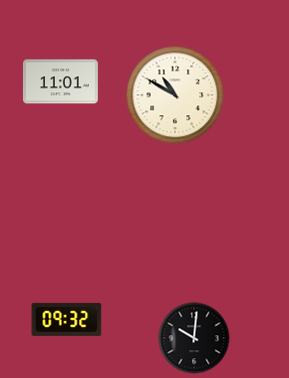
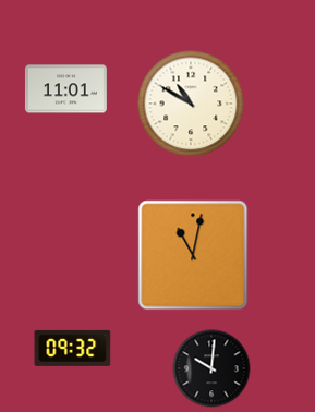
clock at (193, 255): none -> 11:02
